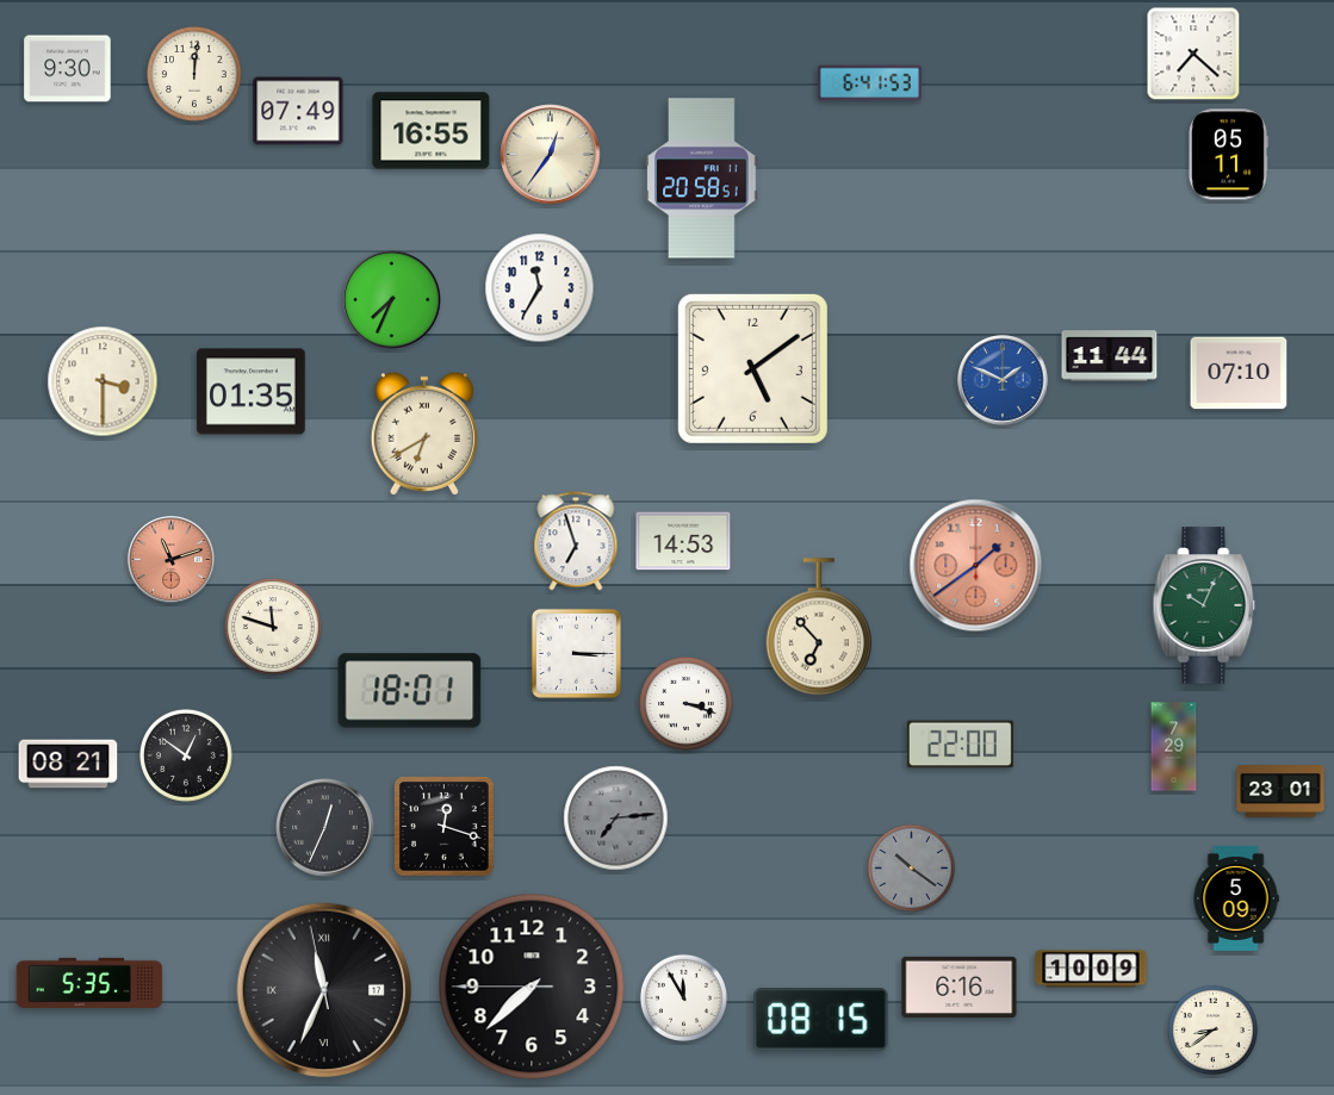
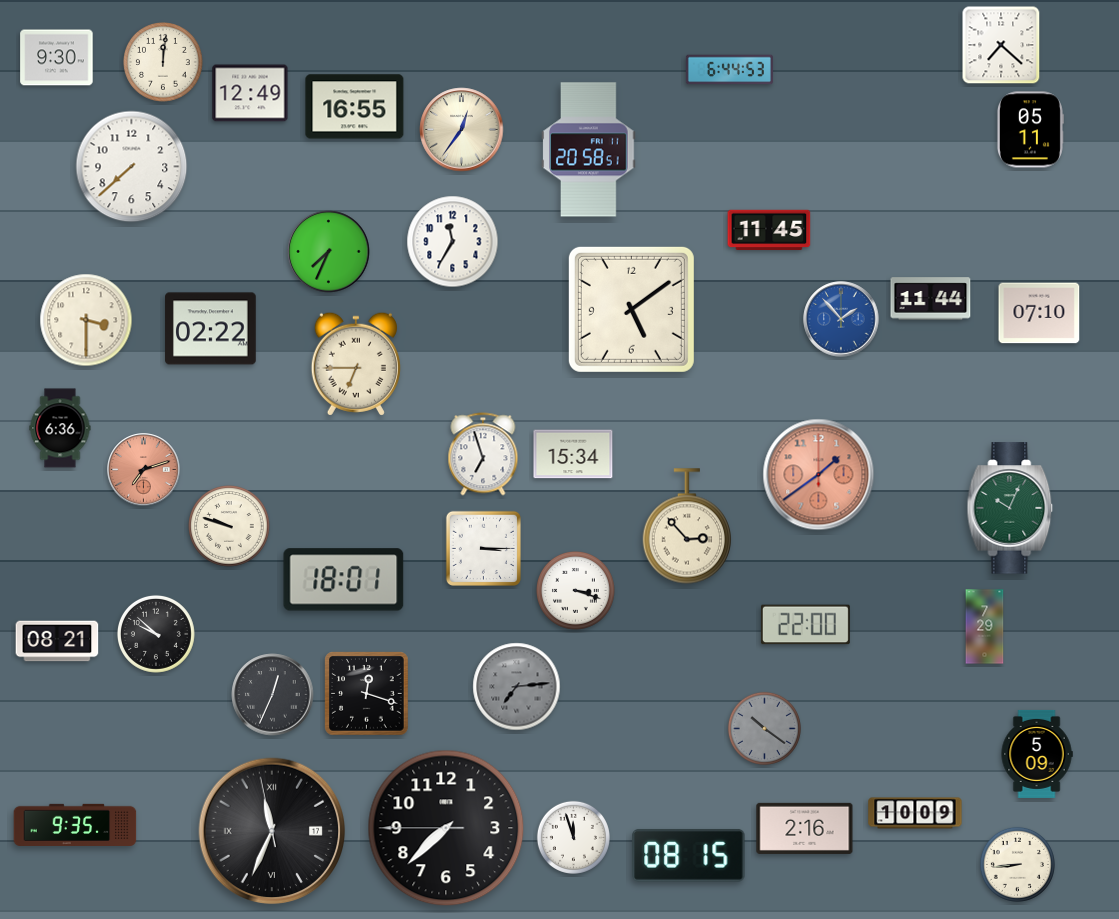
clock at (869, 83): 6:41 -> 6:44
clock at (298, 111): 07:49 -> 12:49
clock at (432, 131) position: (432, 131) -> (355, 107)
clock at (132, 167): none -> 7:38
clock at (769, 230): none -> 11:45
clock at (1003, 380): 1:49 -> 1:53
clock at (252, 392): 01:35 -> 02:22
clock at (424, 434): 6:40 -> 6:45
clock at (60, 428): none -> 6:36
clock at (683, 541): 14:53 -> 15:34
clock at (172, 560): 11:12 -> 7:12
clock at (273, 627): 11:48 -> 9:48
clock at (819, 627): 6:53 -> 2:53
clock at (186, 755): 12:51 -> 9:52
clock at (1280, 791): 23:01 -> none
clock at (445, 827) position: (445, 827) -> (367, 694)
clock at (89, 983): 5:35 -> 9:35
clock at (960, 987): 6:16 -> 2:16
clock at (683, 997): 11:55 -> 11:57
clock at (1212, 1029): 8:39 -> 8:44
